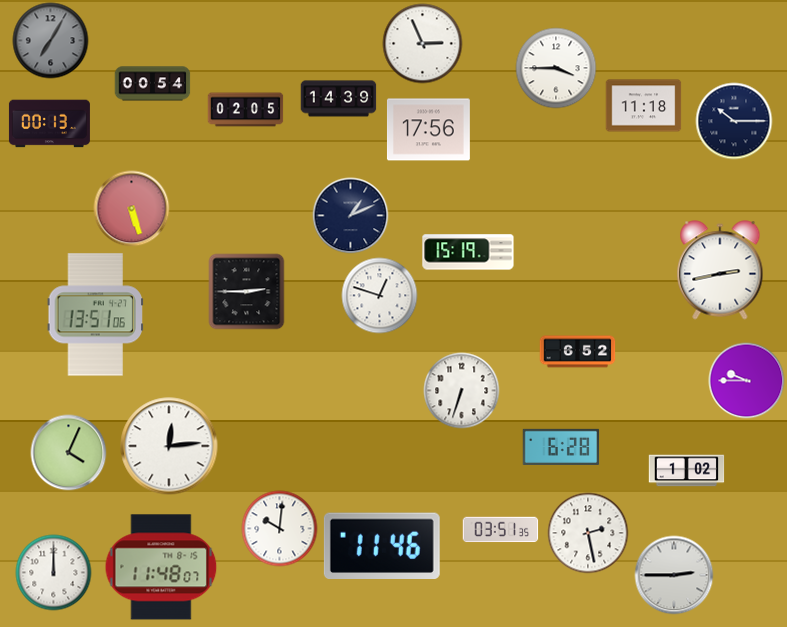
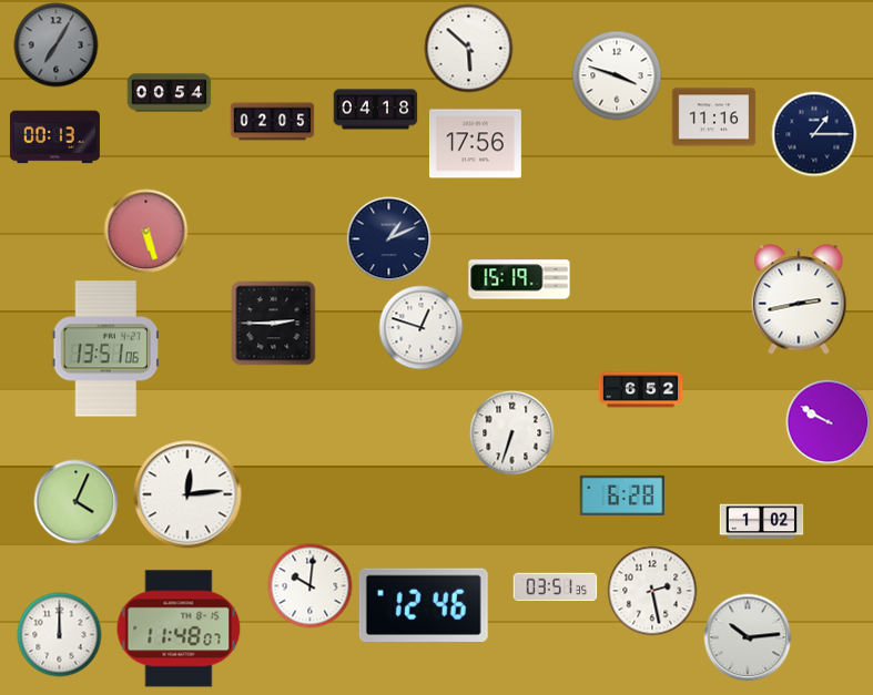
clock at (423, 44): 2:56 -> 5:52
clock at (556, 68): 3:45 -> 3:48
clock at (339, 99): 14:39 -> 04:18
clock at (644, 106): 11:18 -> 11:16
clock at (734, 121): 10:15 -> 1:15
clock at (747, 381): 9:45 -> 9:50
clock at (382, 545): 11:46 -> 12:46
clock at (674, 575): 2:45 -> 10:14
